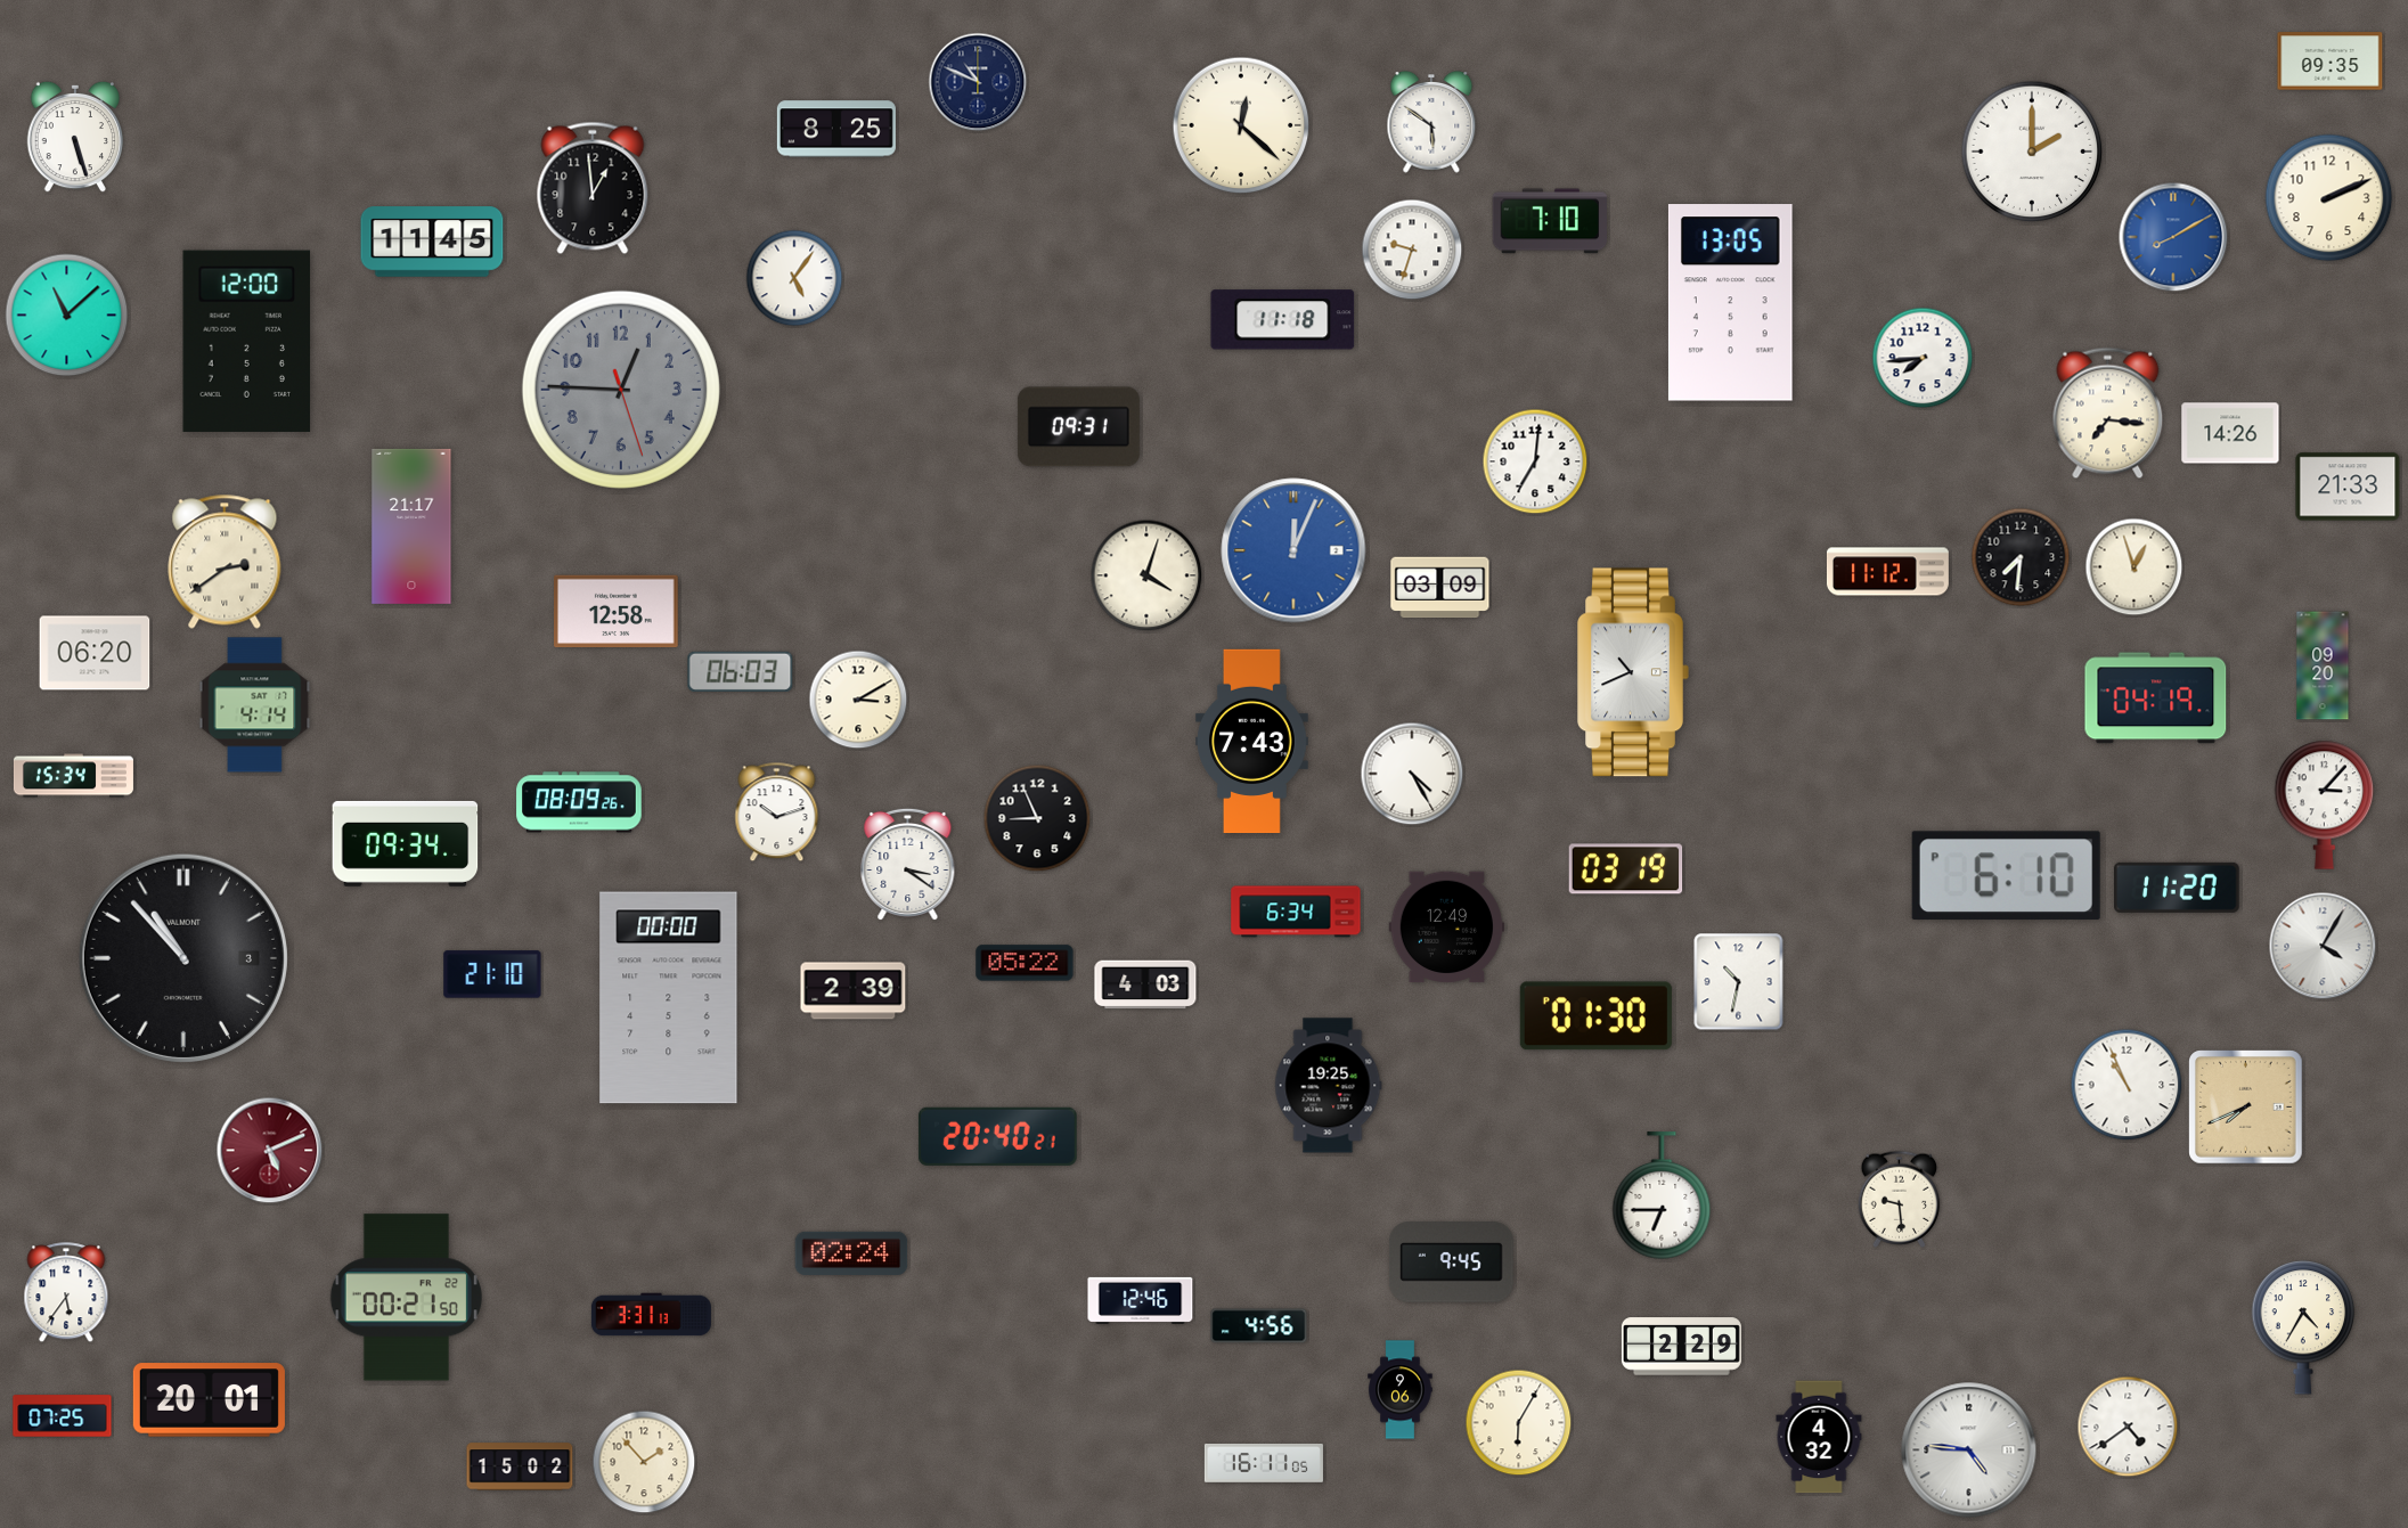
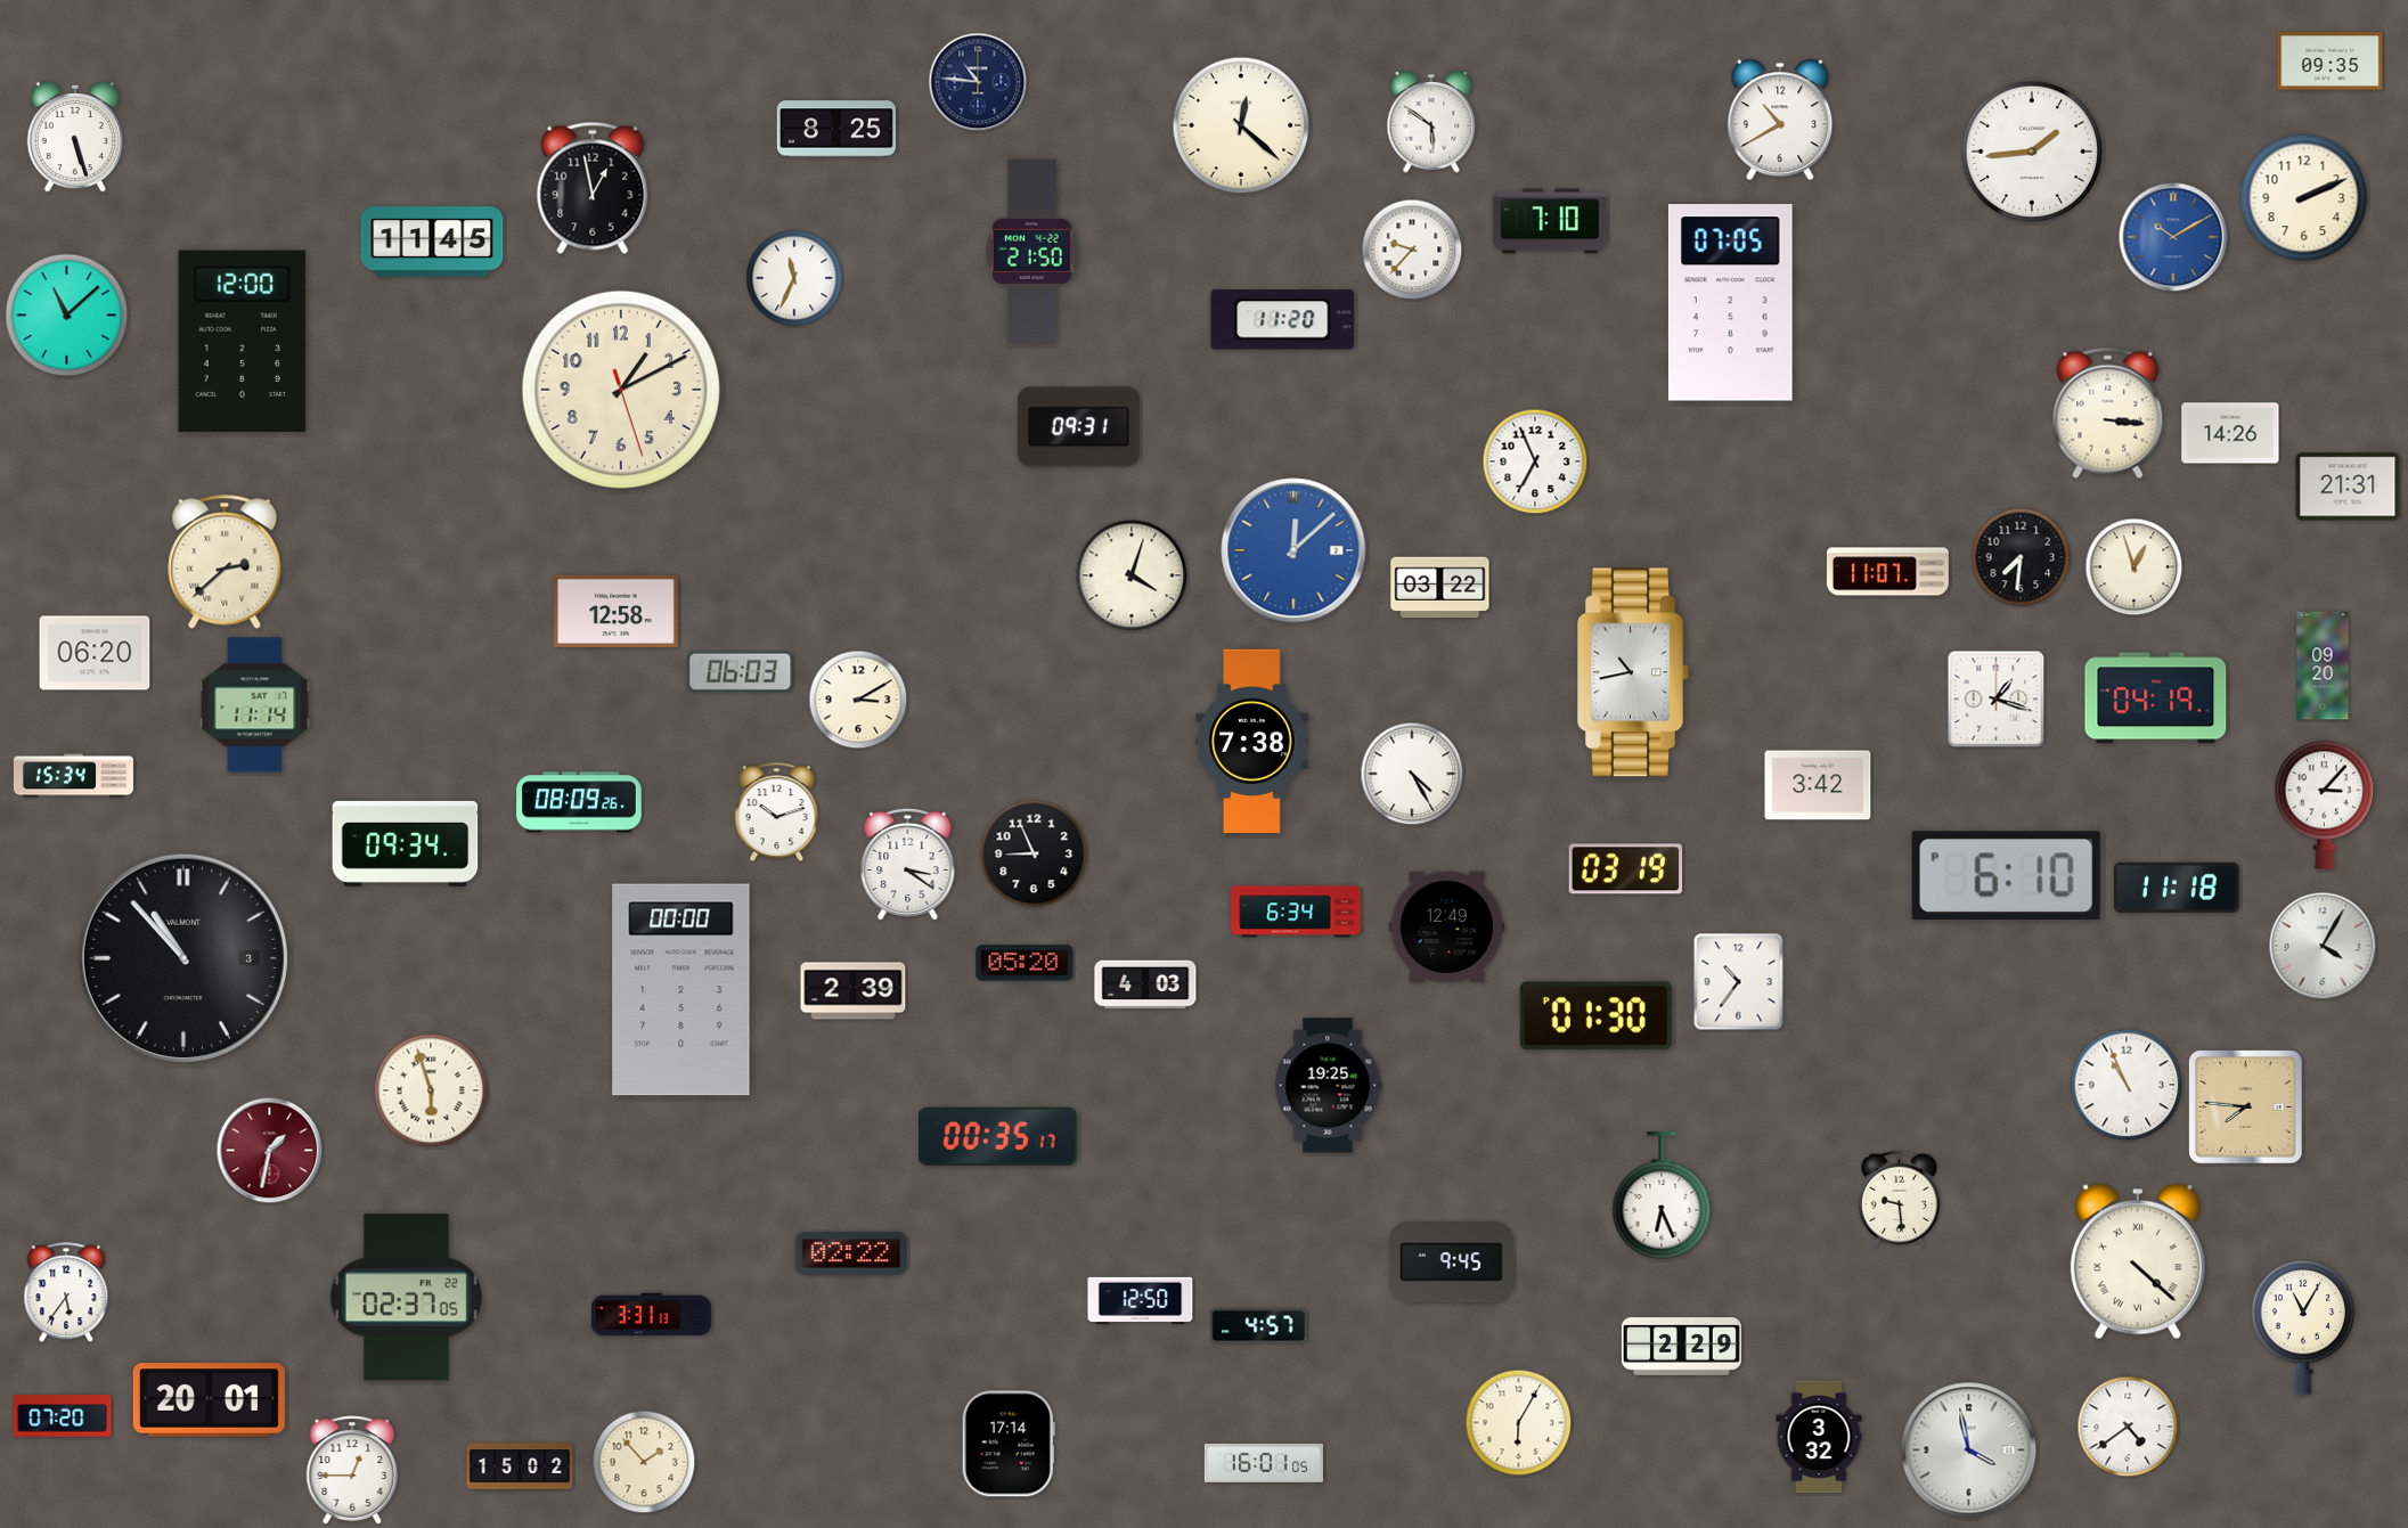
clock at (978, 82): 10:49 -> 10:46
clock at (1780, 120): none -> 10:40
clock at (2032, 152): 2:00 -> 1:44
clock at (593, 188): 12:59 -> 12:58
clock at (2329, 198) position: (2329, 198) -> (2304, 198)
clock at (2173, 237): 8:10 -> 10:10
clock at (1412, 250): 9:33 -> 9:37
clock at (1031, 251): none -> 21:50
clock at (794, 278): 5:06 -> 11:34
clock at (1730, 303): 13:05 -> 07:05
clock at (1283, 320): 11:18 -> 11:20
clock at (247, 341) position: (247, 341) -> (243, 341)
clock at (1923, 358): 7:44 -> none
clock at (621, 390): 12:45 -> 1:10
clock at (621, 390) dial: grey -> cream
clock at (2108, 414): 7:16 -> 3:16
clock at (1535, 461): 7:01 -> 6:56
clock at (2348, 487): 21:33 -> 21:31
clock at (411, 526): 21:17 -> none
clock at (1293, 550): 12:04 -> 12:08
clock at (225, 562): 2:39 -> 2:38
clock at (1888, 572): 11:12 -> 11:07
clock at (1146, 575) position: (1146, 575) -> (1132, 575)
clock at (1440, 588): 03:09 -> 03:22
clock at (1633, 672): 10:41 -> 10:43
clock at (1997, 700): none -> 1:18
clock at (255, 705): 4:14 -> 11:14
clock at (1252, 742): 7:43 -> 7:38
clock at (1818, 785): none -> 3:42
clock at (1037, 818) position: (1037, 818) -> (1034, 853)
clock at (2178, 888): 11:20 -> 11:18
clock at (1025, 963): 05:22 -> 05:20
clock at (492, 974): 21:10 -> none
clock at (1739, 982): 10:32 -> 10:36
clock at (669, 998) position: (669, 998) -> (681, 990)
clock at (431, 1090): none -> 5:57
clock at (2246, 1108): 7:41 -> 7:46
clock at (997, 1136): 20:40 -> 00:35
clock at (270, 1151): 5:11 -> 1:32
clock at (1662, 1196): 6:45 -> 6:26
clock at (851, 1253): 02:24 -> 02:22
clock at (2138, 1261): none -> 4:22
clock at (406, 1298): 00:21 -> 02:37
clock at (1141, 1300): 12:46 -> 12:50
clock at (1259, 1326): 4:56 -> 4:57
clock at (2303, 1327): 4:35 -> 11:05
clock at (1401, 1390): 9:06 -> none
clock at (63, 1416): 07:25 -> 07:20
clock at (1819, 1437): 4:32 -> 3:32
clock at (1009, 1444): none -> 17:14
clock at (1969, 1451): 4:46 -> 3:58
clock at (1264, 1463): 16:11 -> 16:01
clock at (352, 1470): none -> 12:45
